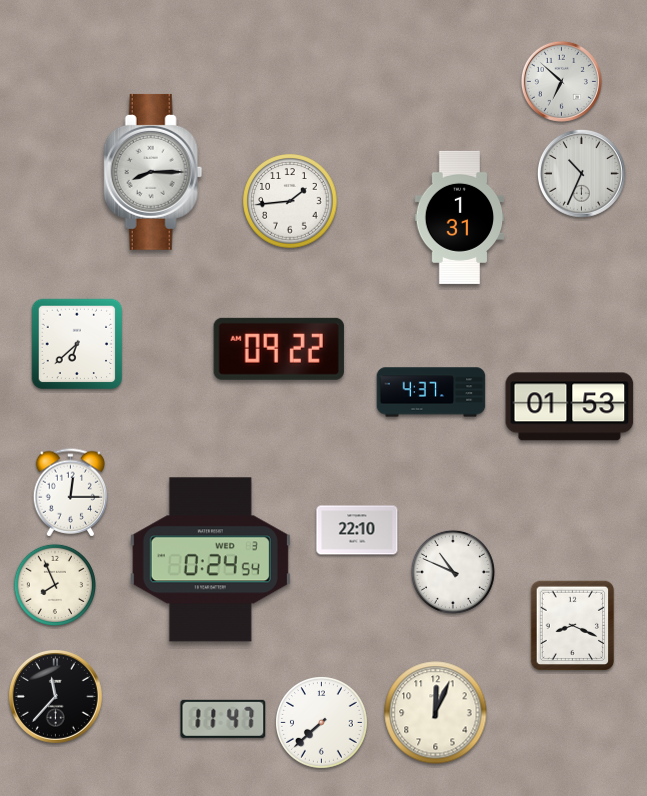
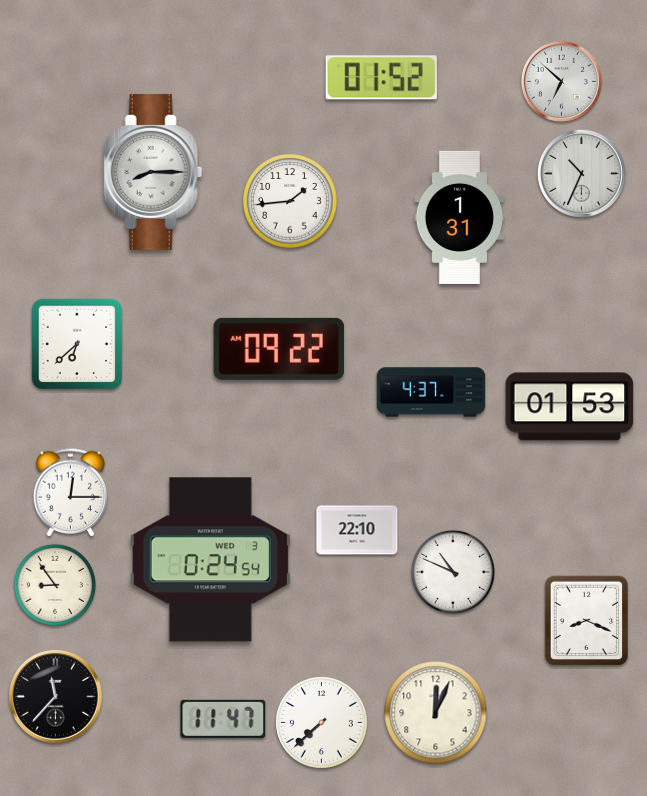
clock at (381, 78): none -> 01:52
clock at (54, 584): 7:56 -> 8:54
clock at (573, 626) position: (573, 626) -> (587, 621)
